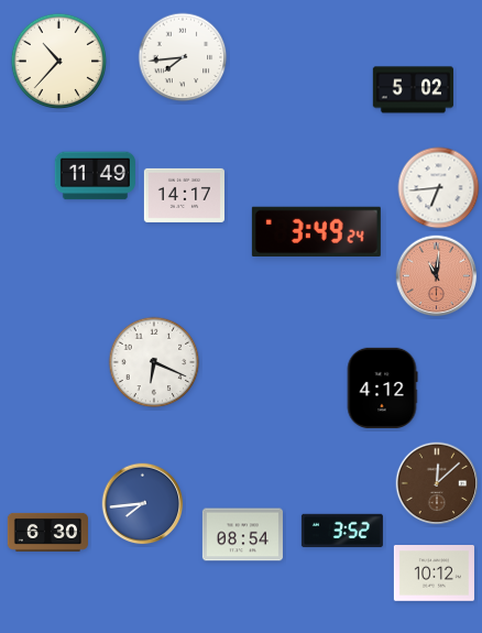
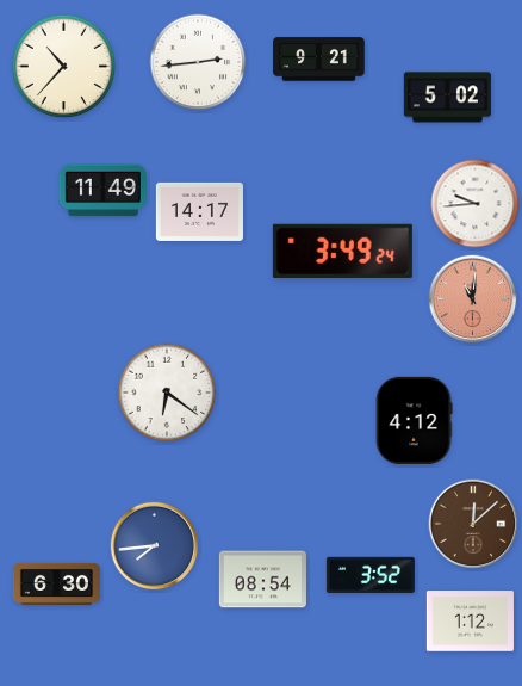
clock at (319, 60): none -> 9:21
clock at (183, 57): 7:44 -> 2:44
clock at (439, 188): 6:44 -> 9:44
clock at (154, 362): 6:19 -> 6:21
clock at (47, 532) position: (47, 532) -> (56, 583)
clock at (434, 574): 10:12 -> 1:12
